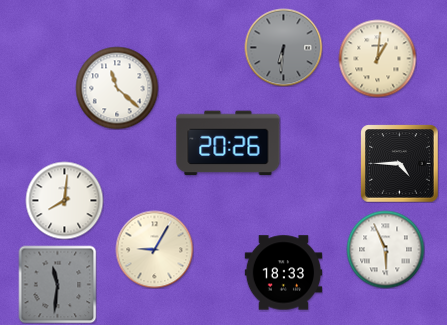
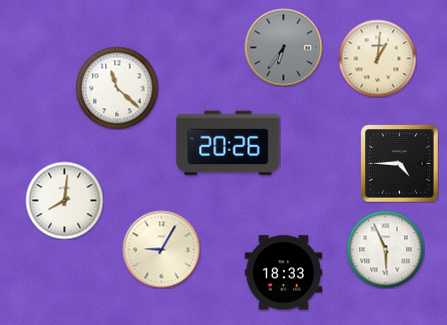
clock at (283, 47): 6:31 -> 6:36
clock at (154, 249) position: (154, 249) -> (161, 249)
clock at (57, 284): 11:31 -> none
